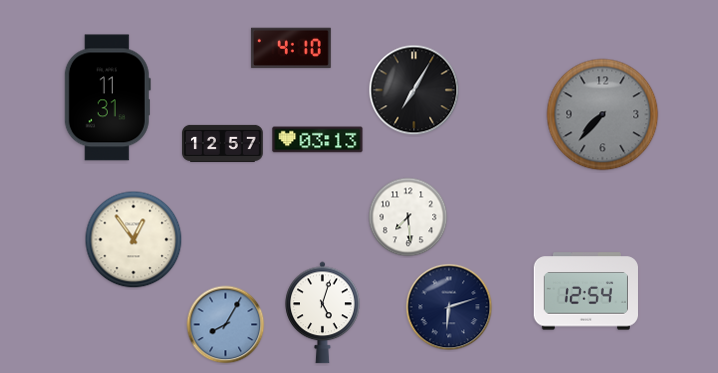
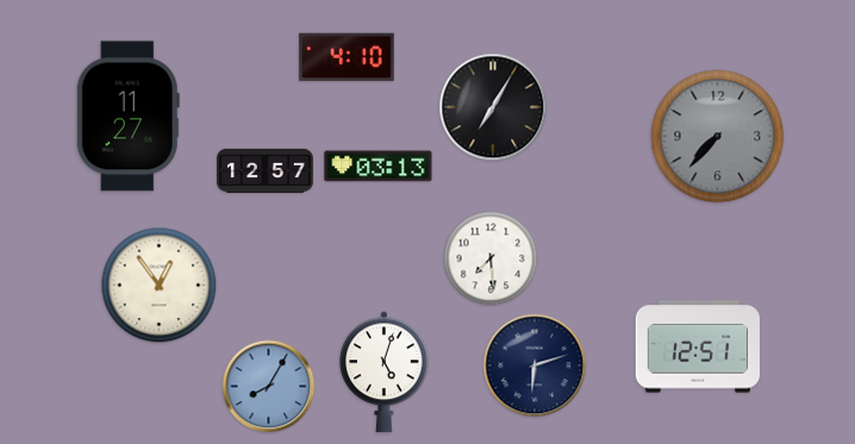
clock at (107, 98): 11:31 -> 11:27
clock at (408, 217) position: (408, 217) -> (491, 258)
clock at (585, 291): 12:54 -> 12:51
